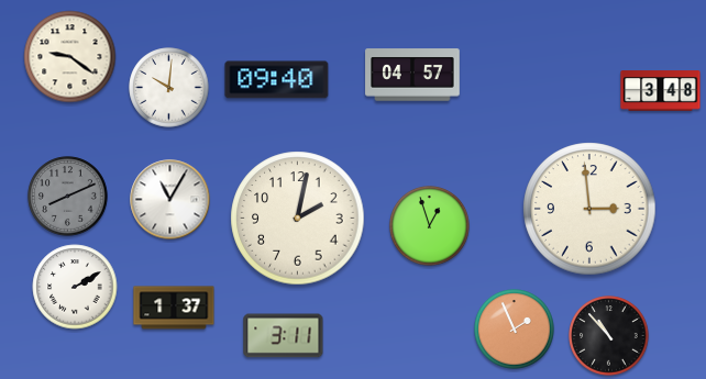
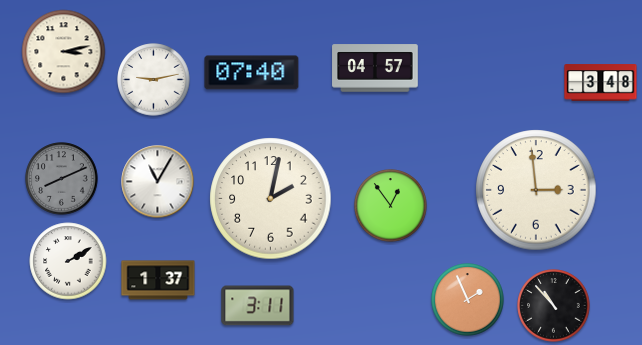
clock at (70, 57): 9:21 -> 3:13
clock at (277, 80): 09:40 -> 07:40
clock at (169, 88): 10:01 -> 9:13
clock at (170, 200) position: (170, 200) -> (158, 182)
clock at (430, 226): 12:57 -> 12:54
